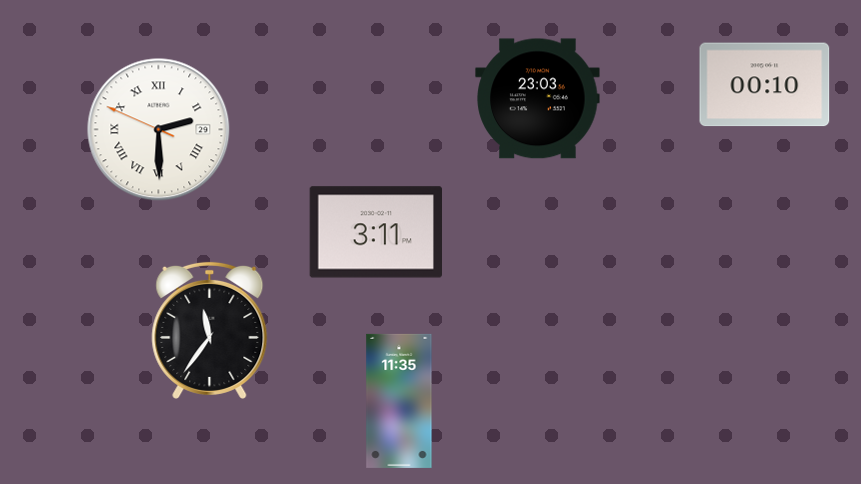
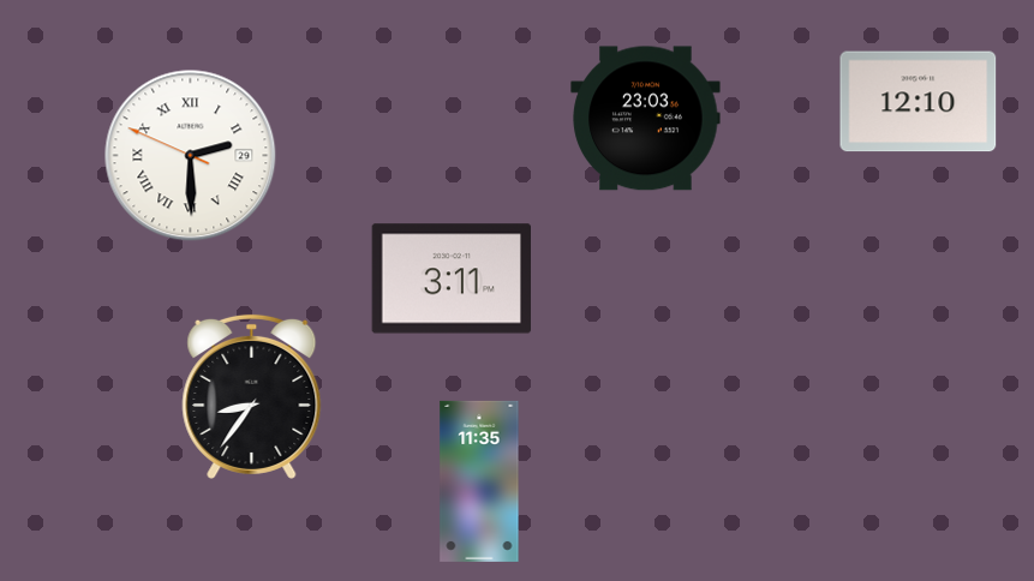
clock at (765, 85): 00:10 -> 12:10
clock at (210, 330): 11:36 -> 8:36
